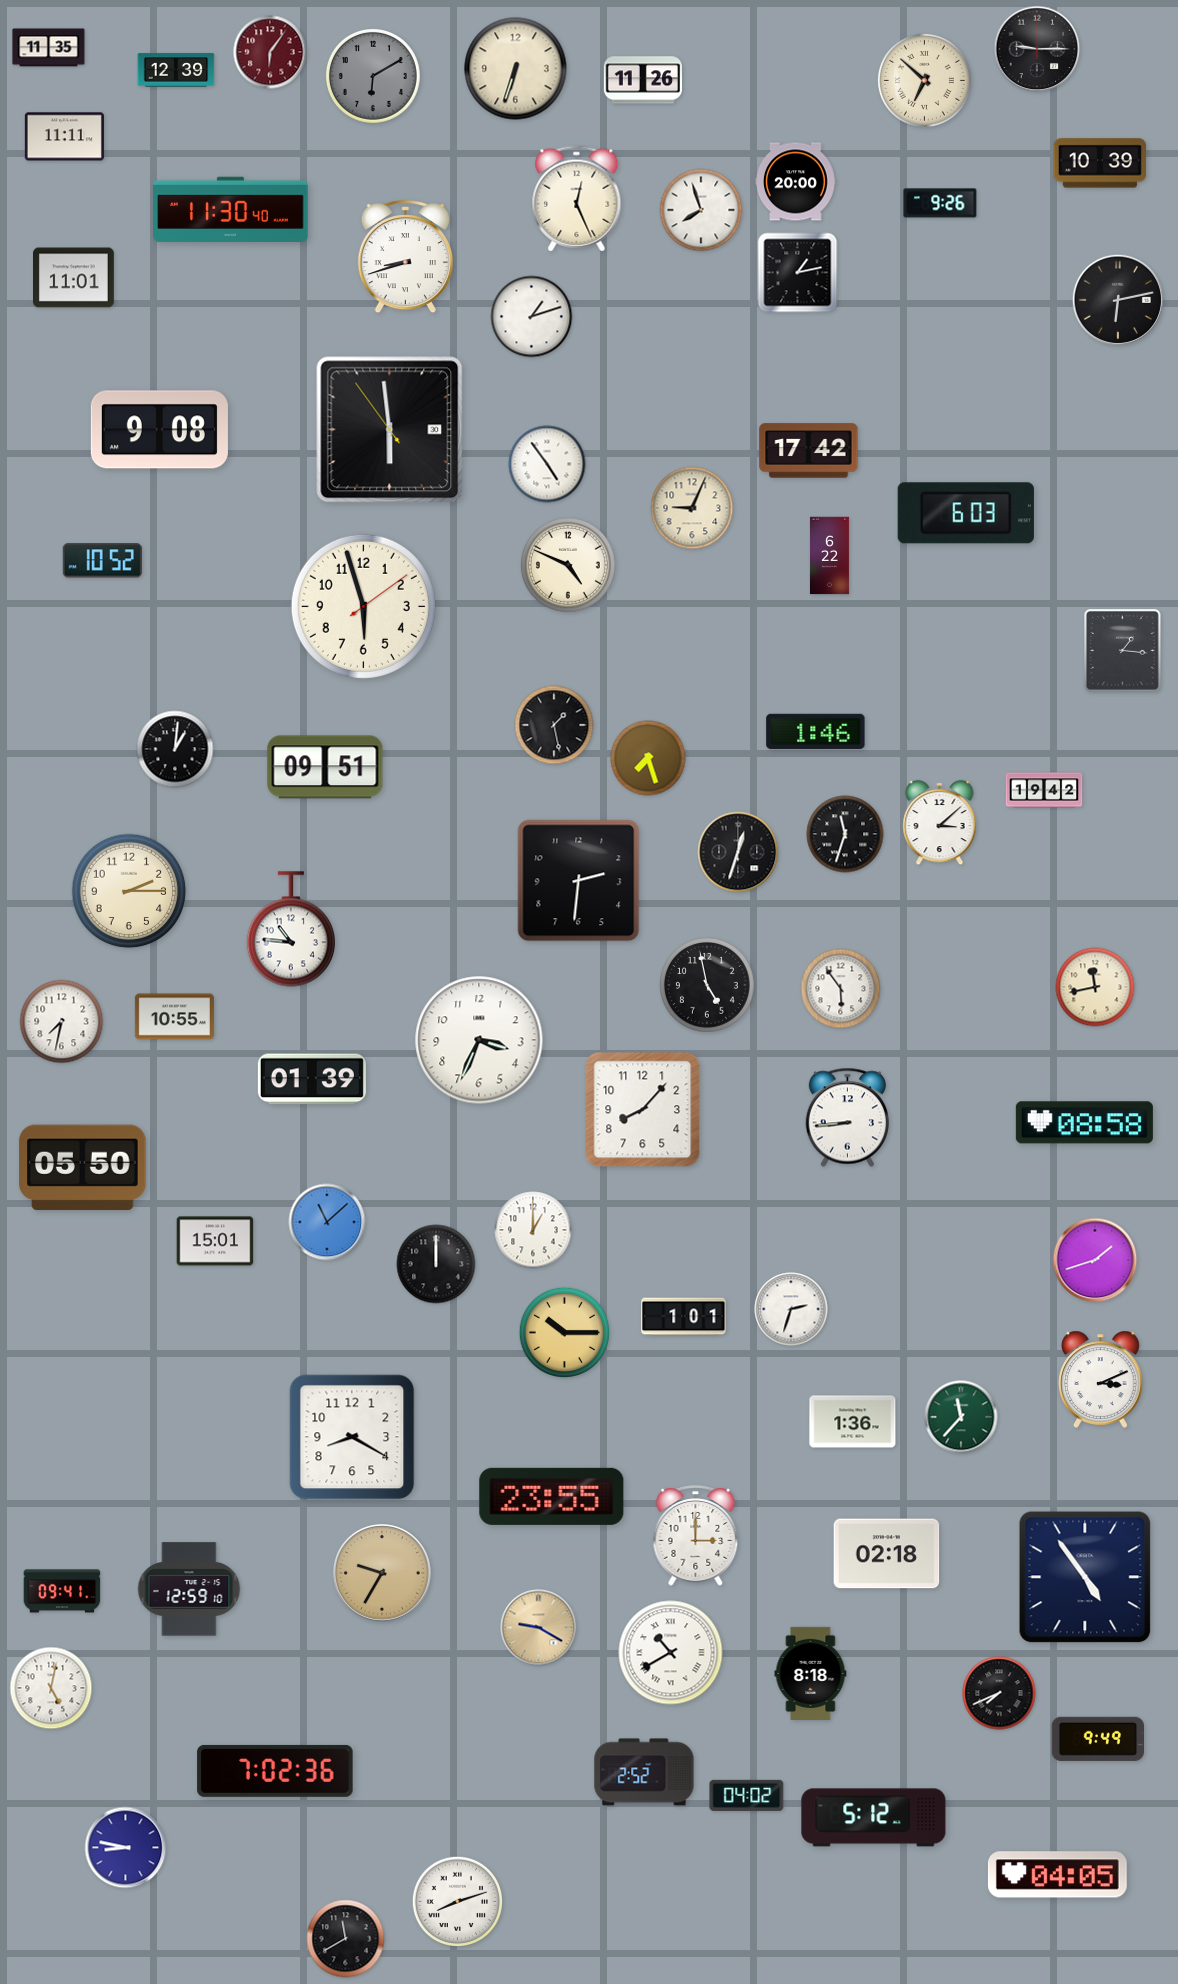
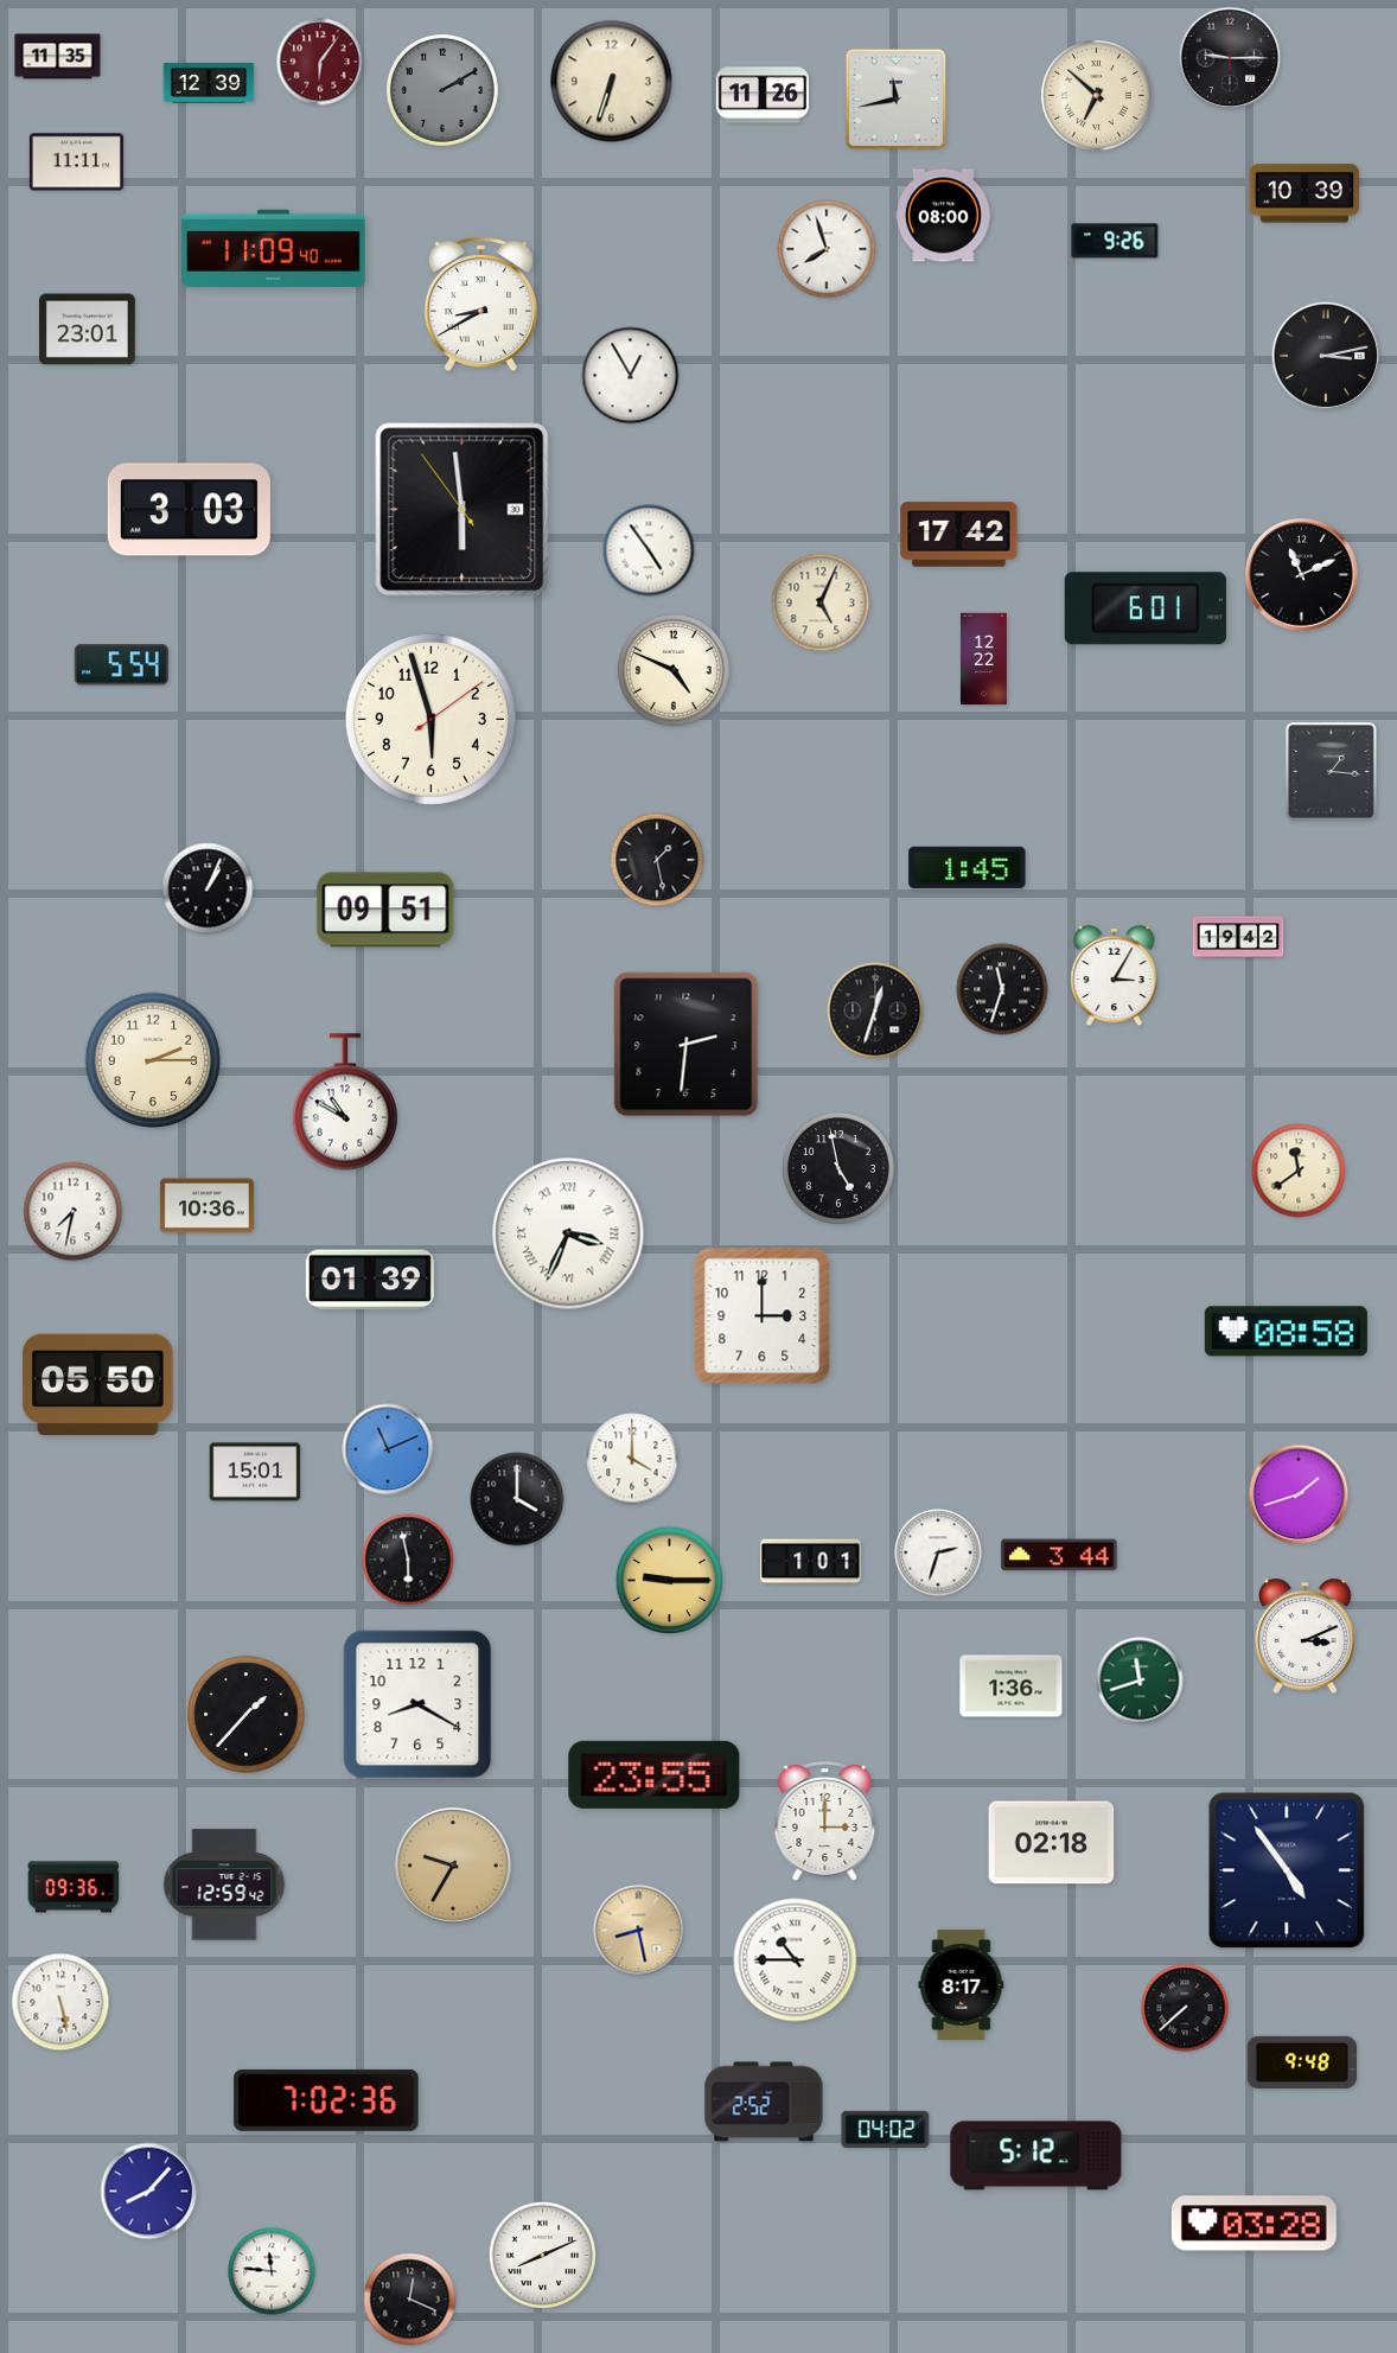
clock at (373, 76): 6:10 -> 2:10
clock at (897, 100): none -> 11:43
clock at (796, 182): 20:00 -> 08:00
clock at (577, 199): 12:26 -> none
clock at (231, 209): 11:30 -> 11:09
clock at (701, 210) position: (701, 210) -> (827, 249)
clock at (405, 257): 8:42 -> 8:40
clock at (798, 273): 1:13 -> none
clock at (74, 278): 11:01 -> 23:01
clock at (1117, 299): 6:13 -> 3:13
clock at (532, 317): 1:12 -> 12:55
clock at (159, 430): 9:08 -> 3:03
clock at (1301, 574): none -> 11:11
clock at (692, 508): 9:04 -> 5:04
clock at (966, 513): 6:03 -> 6:01
clock at (829, 556): 6:22 -> 12:22
clock at (102, 561): 10:52 -> 5:54
clock at (816, 731): 1:46 -> 1:45
clock at (175, 749): 1:01 -> 1:04
clock at (648, 758): 7:27 -> none
clock at (940, 823): 3:08 -> 3:05
clock at (129, 891) position: (129, 891) -> (153, 1060)
clock at (291, 929): 10:46 -> 10:50
clock at (1095, 987): 11:43 -> 11:39
clock at (841, 989): 5:54 -> none
clock at (174, 1017): 10:55 -> 10:36
clock at (479, 1040) numerals: Arabic -> Roman
clock at (643, 1110): 8:07 -> 3:00
clock at (847, 1118): 8:44 -> none
clock at (327, 1222): 11:08 -> 11:11
clock at (533, 1230): 1:00 -> 4:00
clock at (436, 1264): 12:00 -> 4:00
clock at (1059, 1555): none -> 3:44
clock at (408, 1560): none -> 5:58
clock at (564, 1332): 10:15 -> 9:15
clock at (961, 1417): 11:37 -> 11:42
clock at (247, 1715): none -> 1:37
clock at (189, 1589): 12:59:10 -> 12:59:42
clock at (62, 1591): 09:41 -> 09:36
clock at (539, 1628): 9:20 -> 8:28
clock at (671, 1653): 10:40 -> 10:45
clock at (811, 1673): 8:18 -> 8:17
clock at (51, 1688): 5:02 -> 5:28
clock at (999, 1693): 7:41 -> 7:38
clock at (1097, 1739): 9:49 -> 9:48
clock at (126, 1848): 8:47 -> 8:07
clock at (1057, 1875): 04:05 -> 03:28
clock at (457, 1901): 8:12 -> 8:11
clock at (272, 2271): none -> 11:46
clock at (346, 1939): 11:40 -> 12:19
